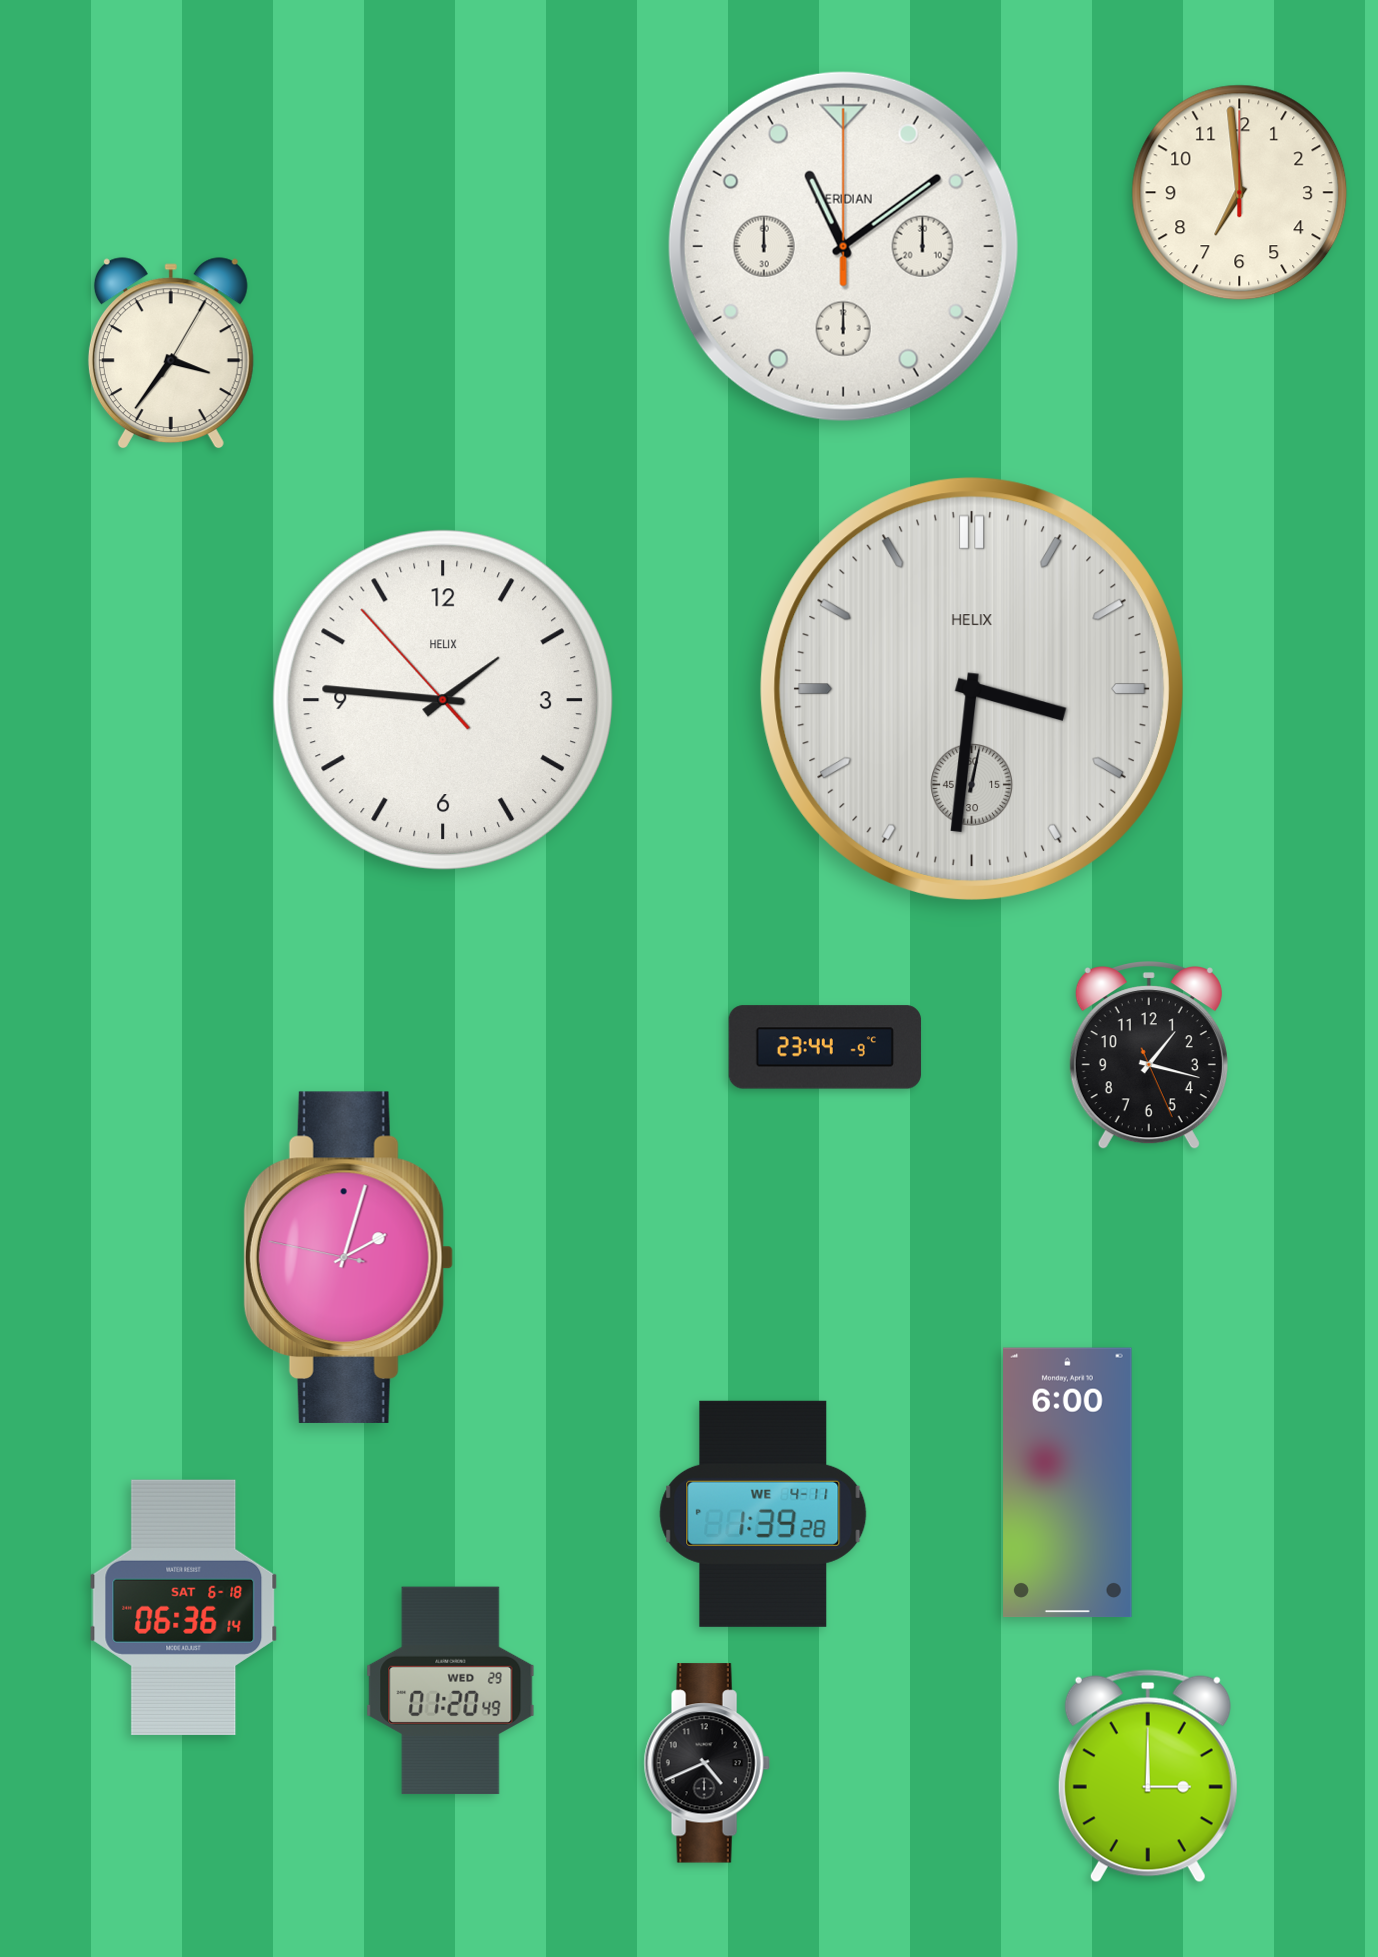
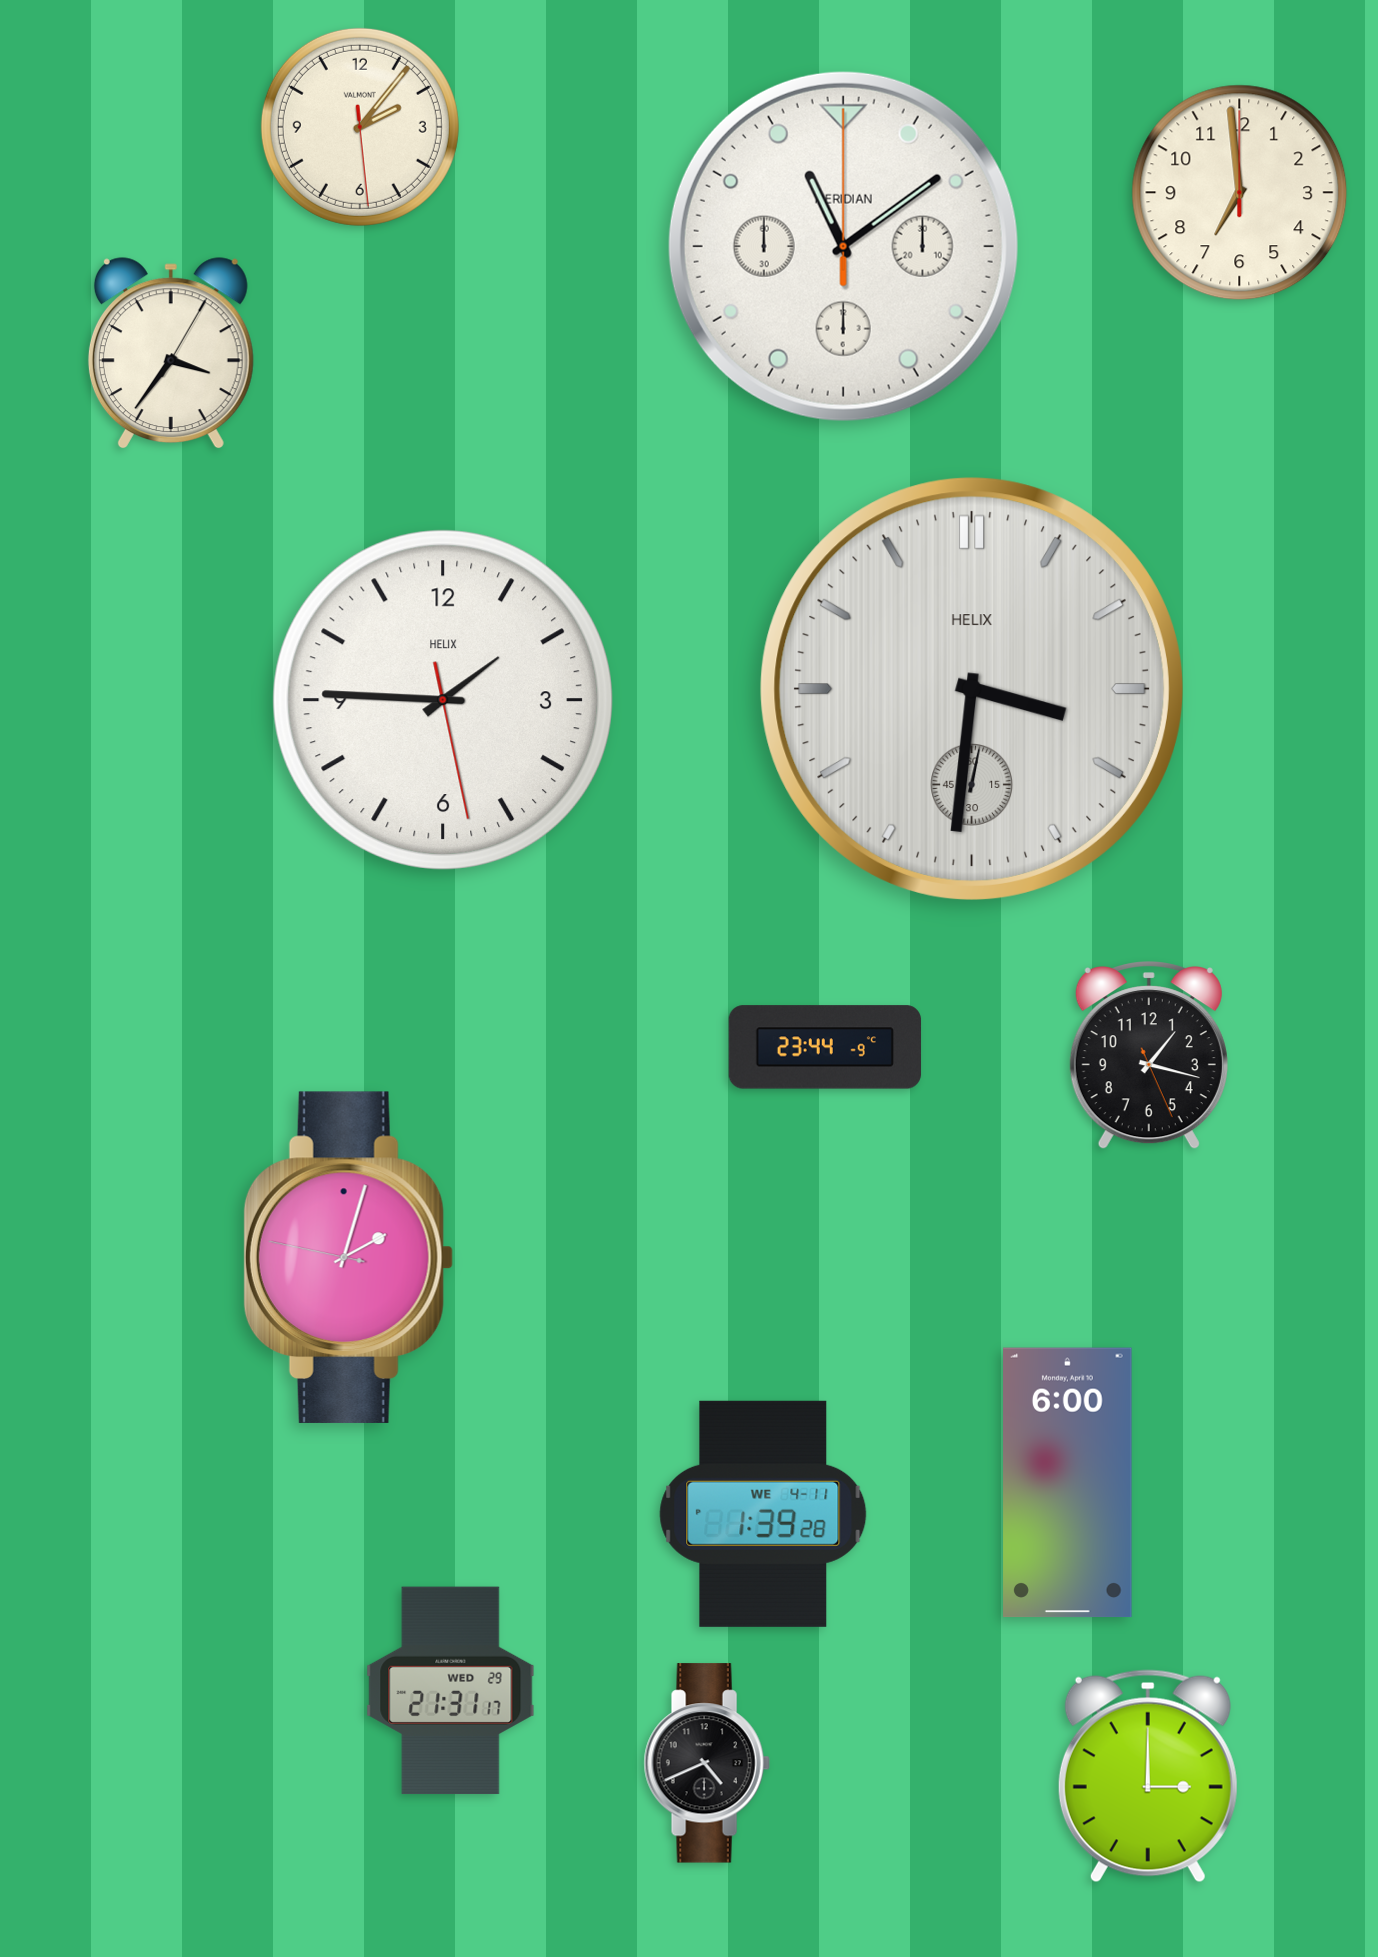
clock at (360, 127): none -> 2:06
clock at (443, 700): 1:45:53 -> 1:45:28
clock at (184, 1607): 06:36 -> none
clock at (451, 1691): 01:20 -> 21:31
